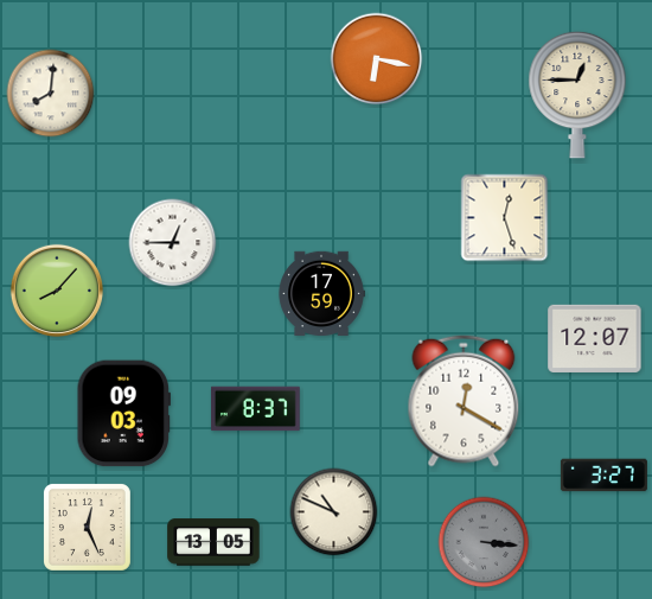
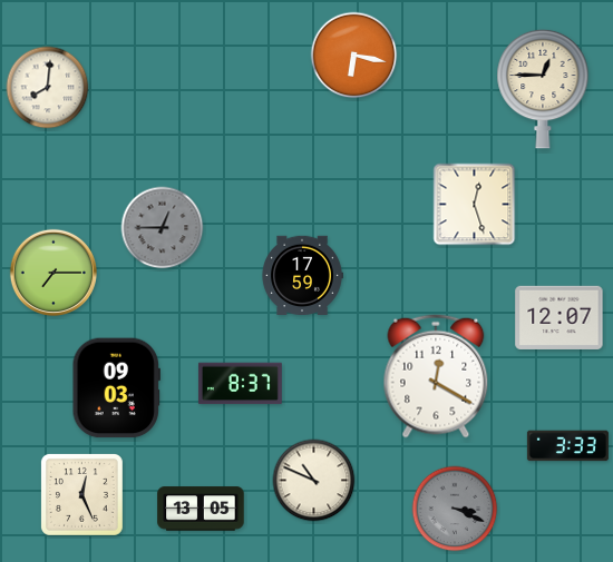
clock at (173, 243) dial: white -> grey
clock at (56, 289): 8:07 -> 7:15
clock at (603, 476): 3:27 -> 3:33
clock at (484, 542): 3:16 -> 3:19
